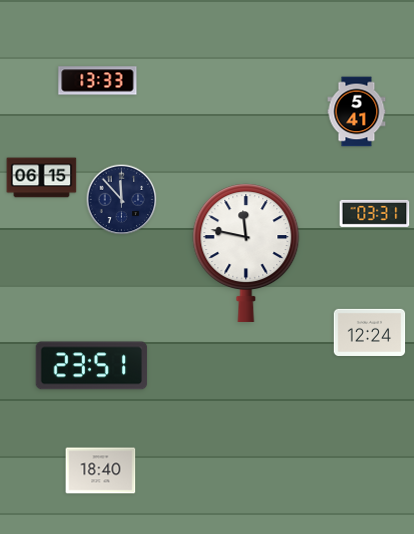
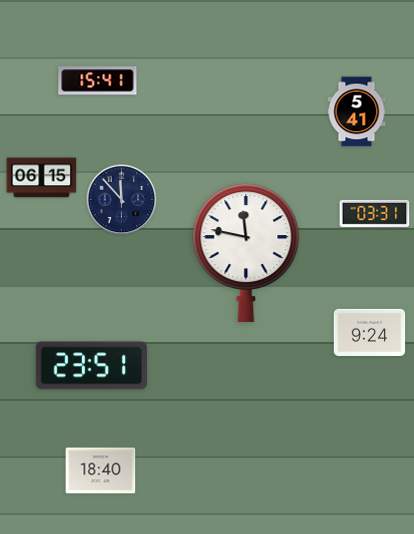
clock at (98, 81): 13:33 -> 15:41
clock at (370, 332): 12:24 -> 9:24
